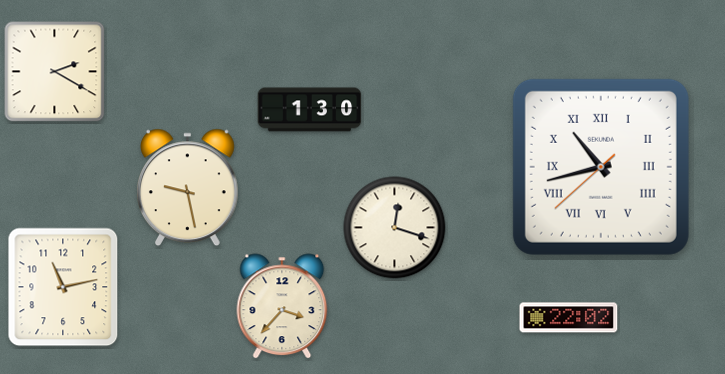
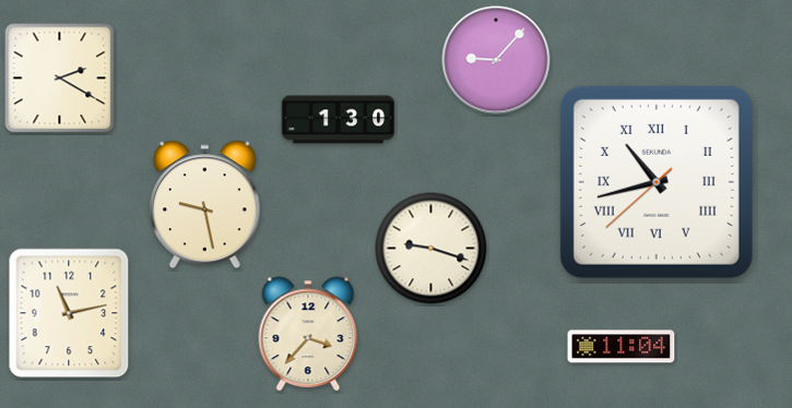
clock at (496, 60): none -> 9:07
clock at (395, 228): 12:18 -> 9:18
clock at (569, 318): 22:02 -> 11:04
